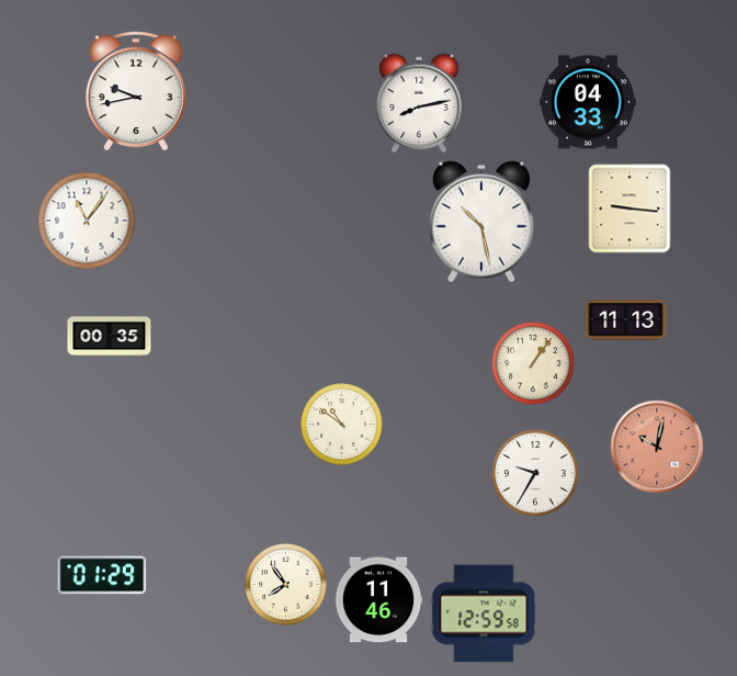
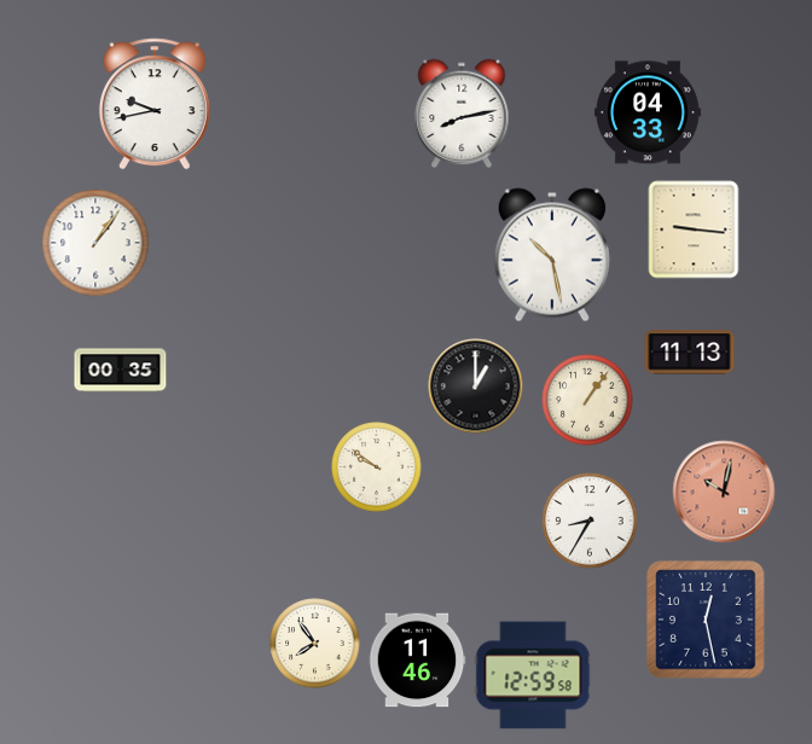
clock at (136, 91) position: (136, 91) -> (155, 104)
clock at (87, 221): 11:06 -> 1:06
clock at (481, 222) position: (481, 222) -> (552, 255)
clock at (476, 386): none -> 1:00
clock at (342, 425): 10:51 -> 9:51
clock at (535, 473): 9:35 -> 8:35
clock at (706, 620): none -> 12:28
clock at (102, 575): 01:29 -> none
